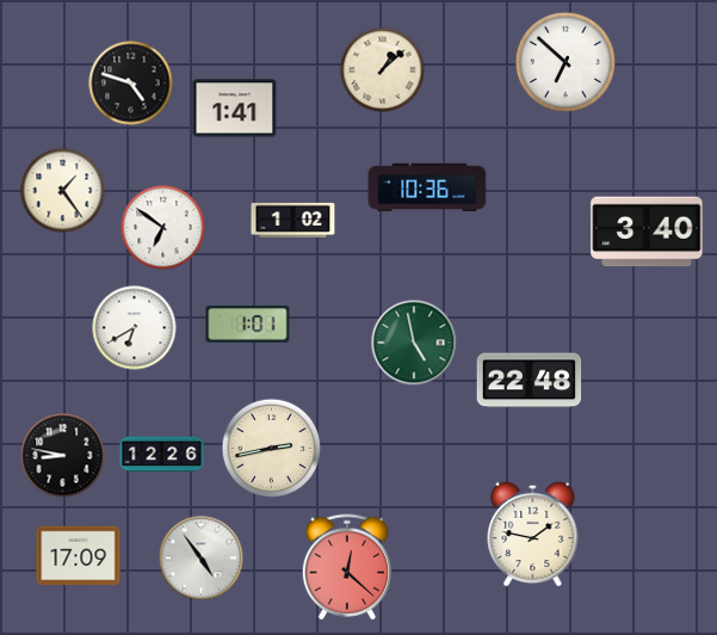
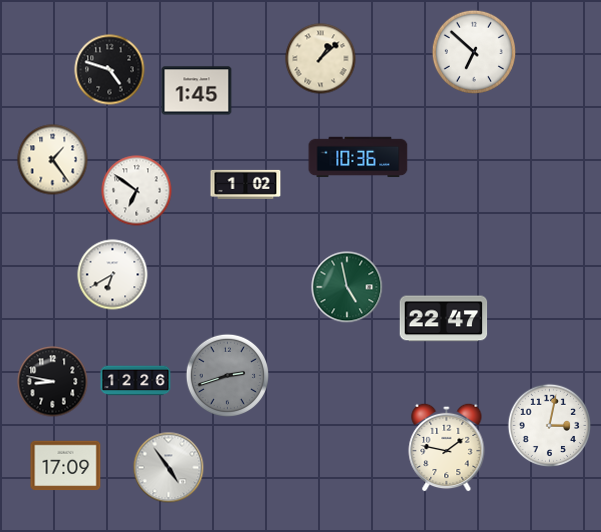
clock at (235, 109): 1:41 -> 1:45
clock at (647, 232): 3:40 -> none
clock at (248, 325): 1:01 -> none
clock at (530, 381): 22:48 -> 22:47
clock at (271, 448): 2:43 -> 2:42
clock at (271, 448) dial: cream -> grey
clock at (549, 425): none -> 3:02
clock at (346, 567): 12:22 -> none
